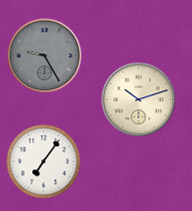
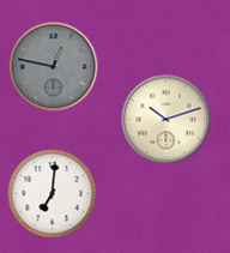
clock at (45, 56): 9:25 -> 12:47
clock at (44, 162): 7:06 -> 7:01
